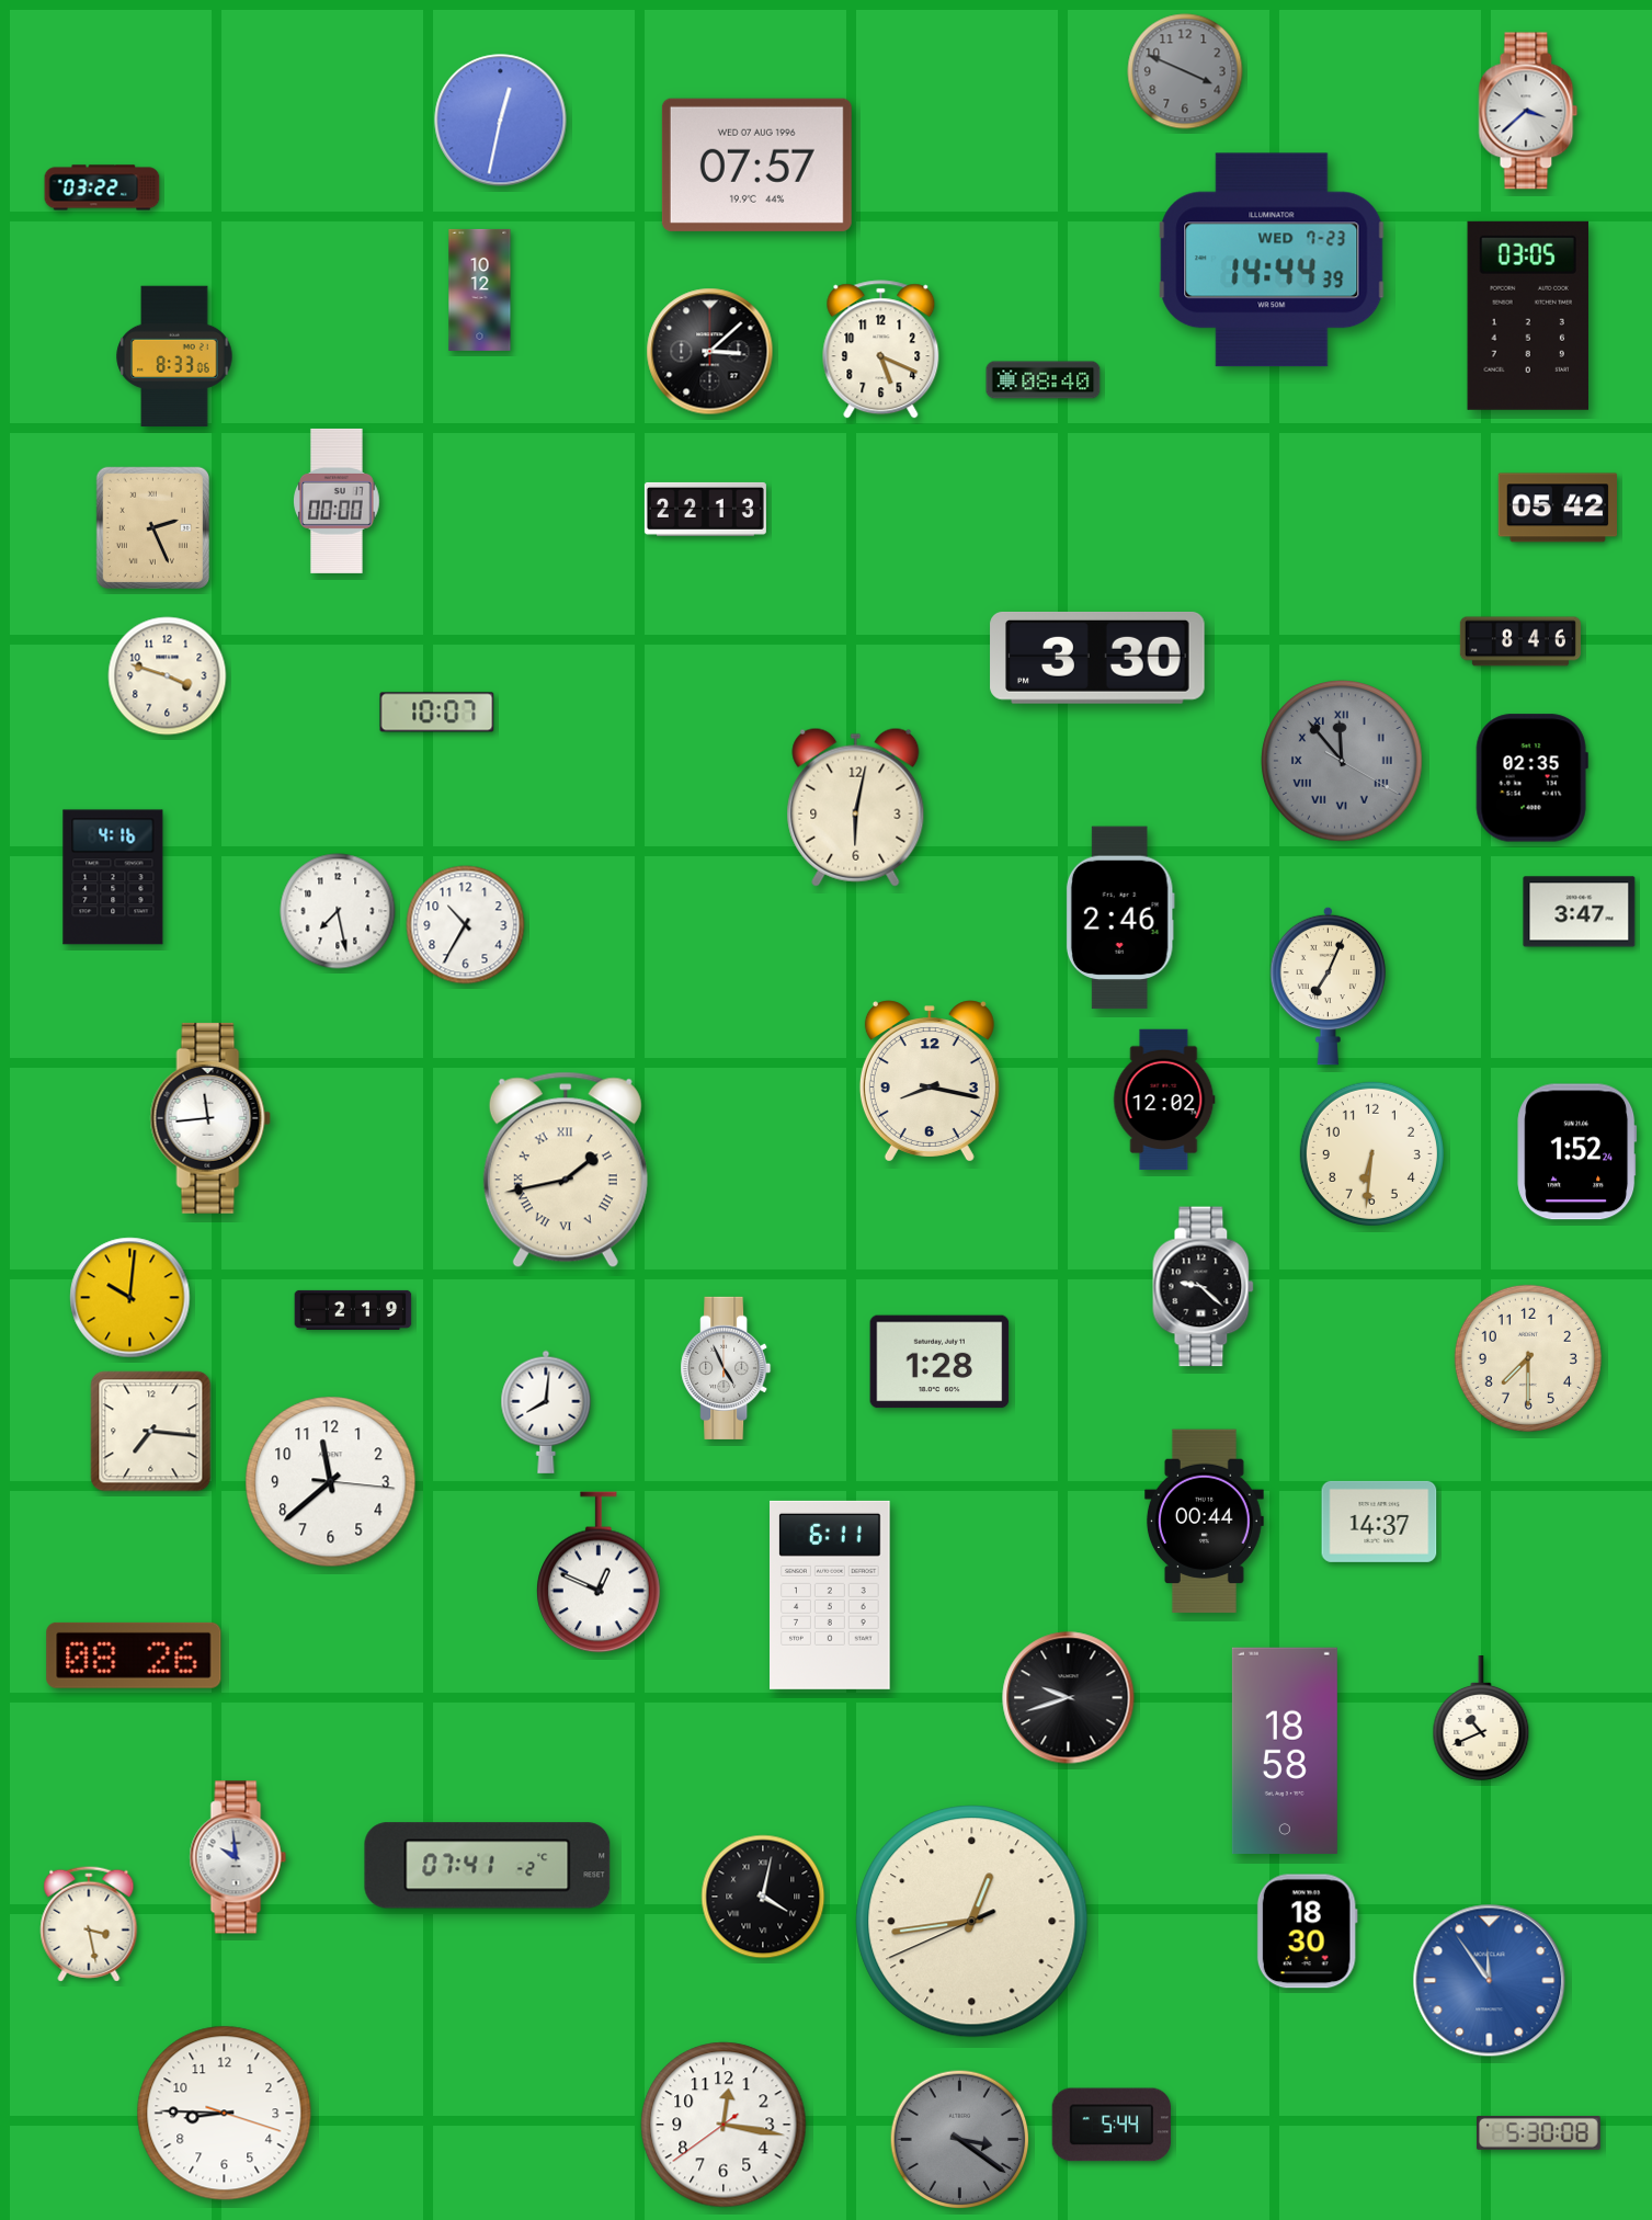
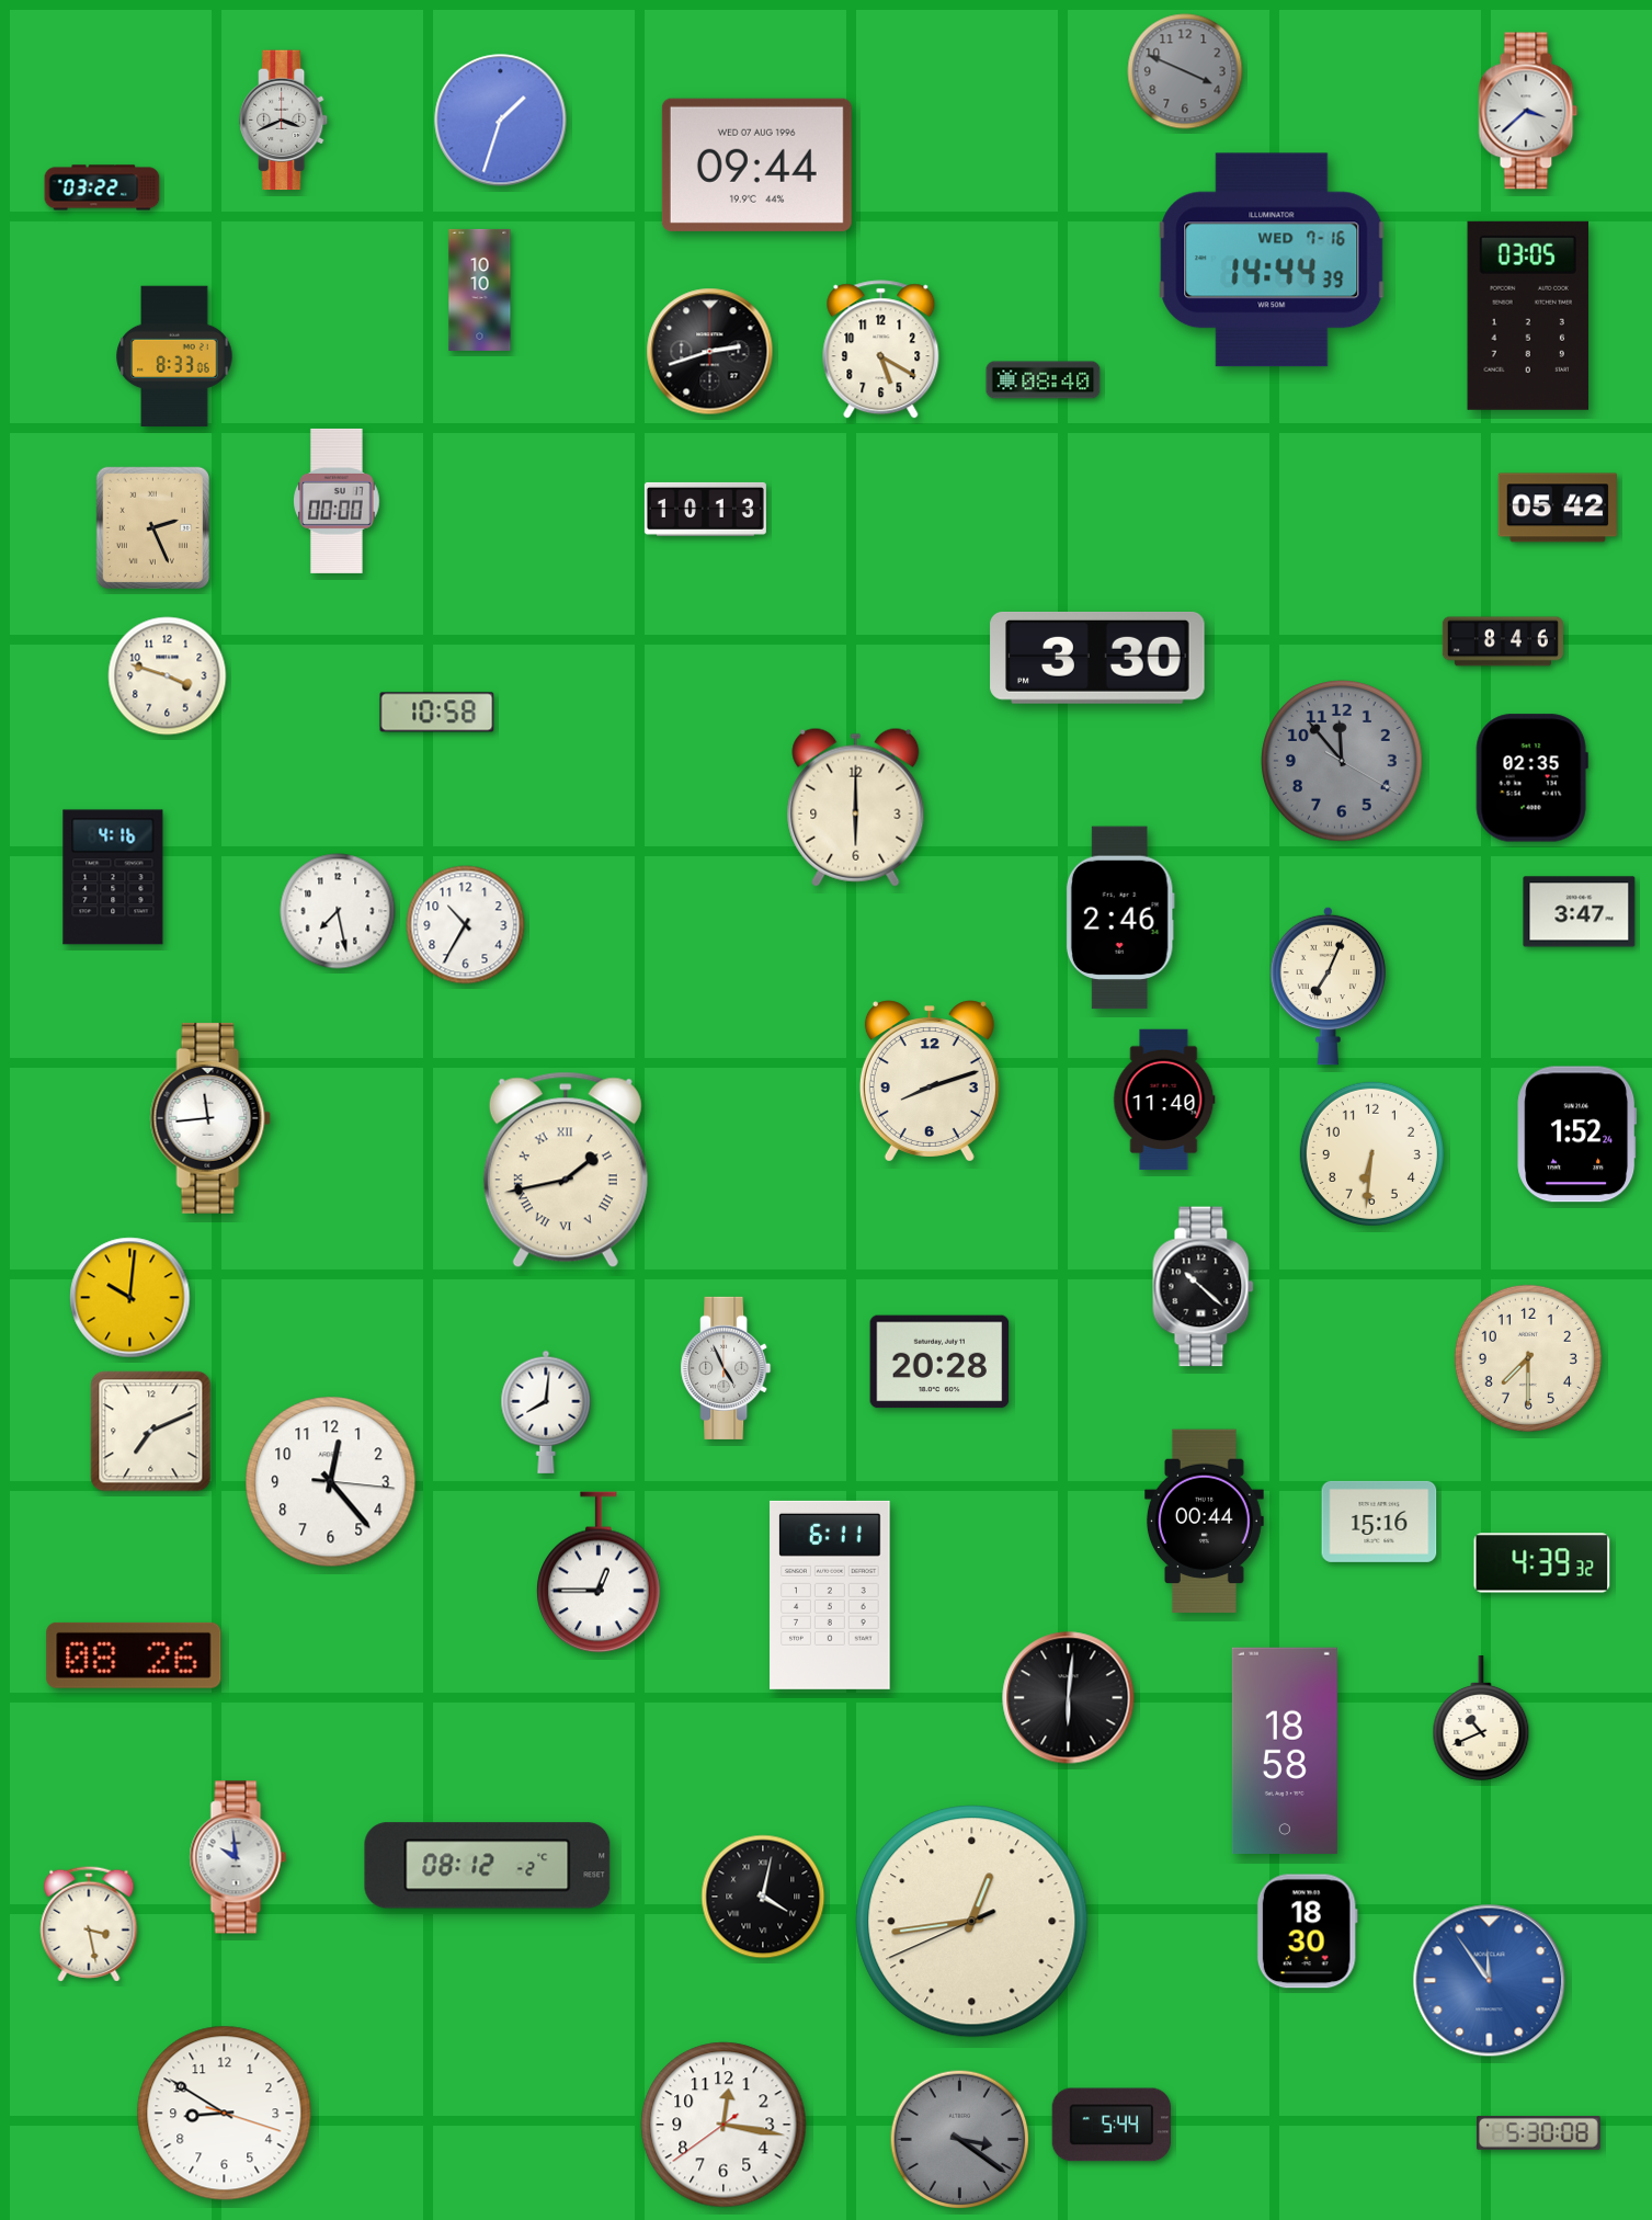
clock at (284, 121): none -> 3:41
clock at (501, 121): 12:32 -> 1:33
clock at (756, 164): 07:57 -> 09:44
clock at (1272, 260) date: WED 7-23 -> WED 7-16
clock at (480, 289): 10:12 -> 10:10
clock at (881, 350): 5:19 -> 5:20
clock at (710, 352): 3:08 -> 2:42
clock at (705, 509): 22:13 -> 10:13
clock at (1520, 641) position: (1520, 641) -> (1503, 641)
clock at (437, 713): 10:07 -> 10:58
clock at (1342, 761) numerals: Roman -> Arabic
clock at (856, 807): 6:02 -> 6:00
clock at (930, 1081): 8:17 -> 8:12
clock at (1164, 1100): 12:02 -> 11:40
clock at (1577, 1152) position: (1577, 1152) -> (1577, 1135)
clock at (1204, 1287): 9:22 -> 10:22
clock at (353, 1310): 2:19 -> none
clock at (939, 1362): 1:28 -> 20:28
clock at (151, 1432): 7:16 -> 7:11
clock at (331, 1482): 11:38 -> 12:23
clock at (1379, 1522): 14:37 -> 15:16
clock at (1542, 1563): none -> 4:39
clock at (600, 1572): 12:49 -> 12:45
clock at (1069, 1698): 9:42 -> 6:01
clock at (488, 1866): 07:41 -> 08:12
clock at (225, 2114): 8:45 -> 8:50
